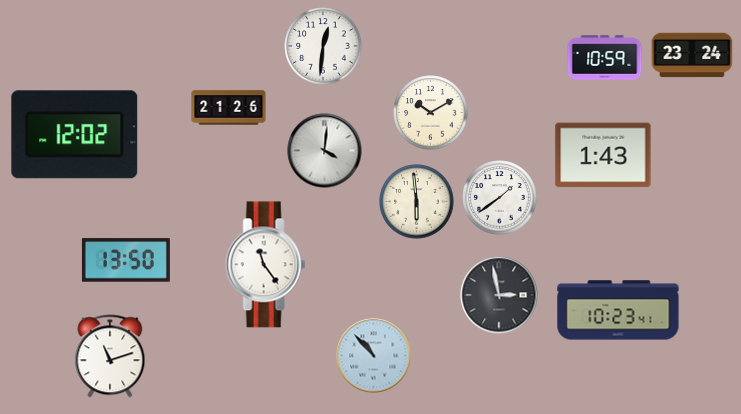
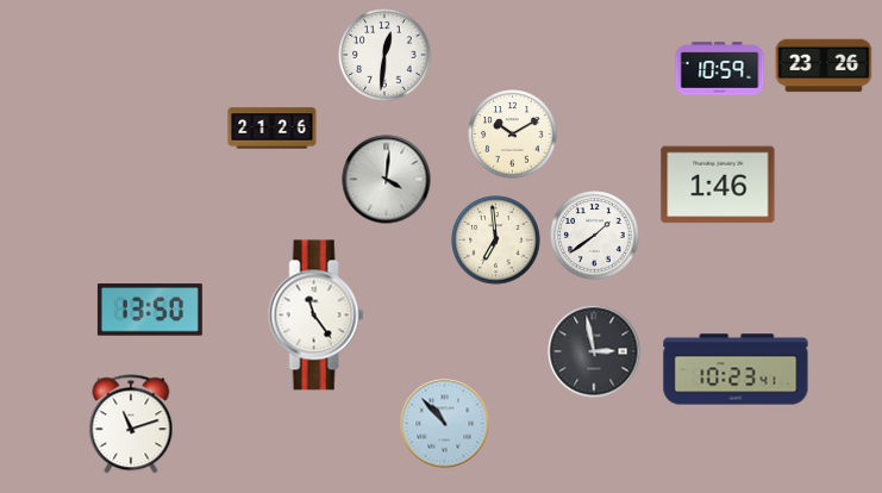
clock at (692, 55): 23:24 -> 23:26
clock at (75, 135): 12:02 -> none
clock at (603, 155): 1:43 -> 1:46
clock at (417, 202): 5:59 -> 6:59
